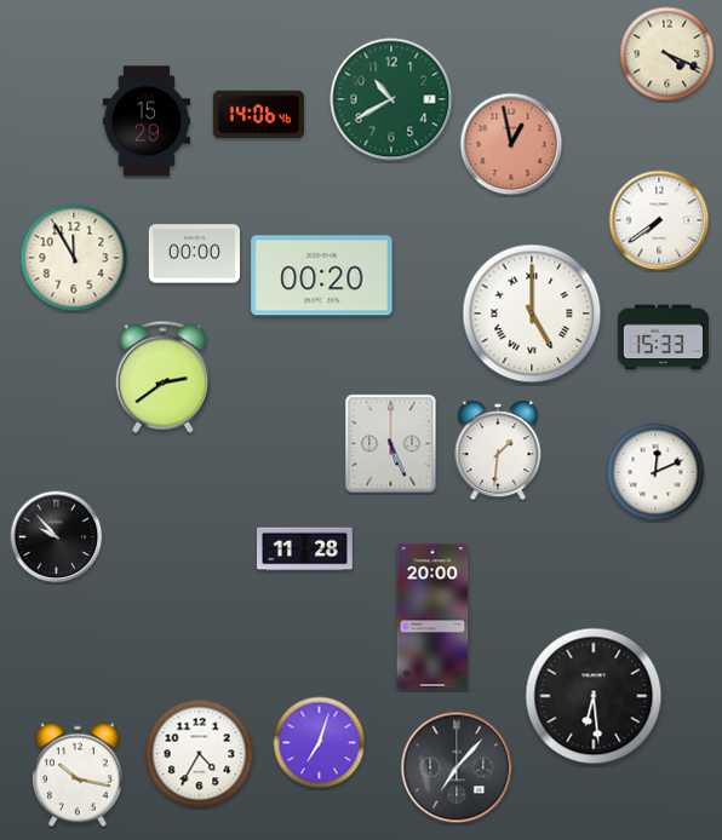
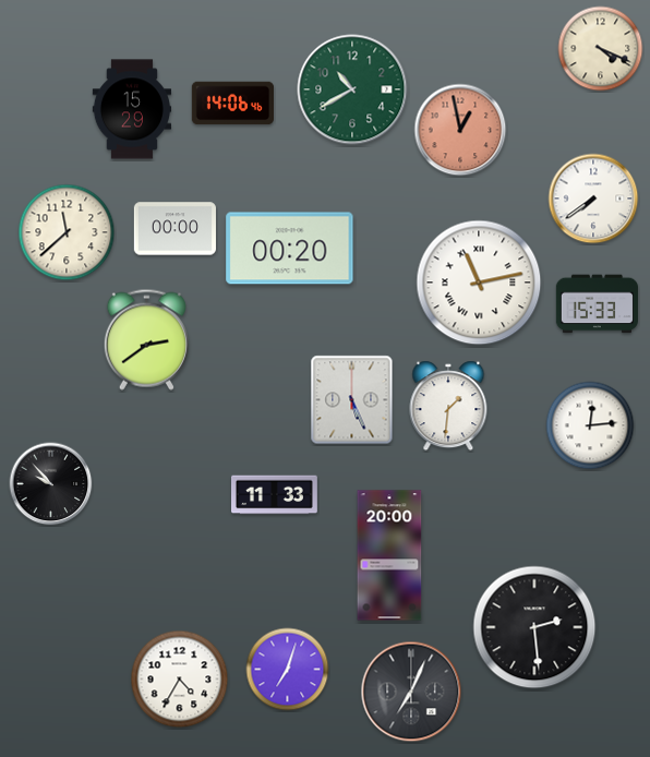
clock at (74, 258): 11:55 -> 11:38
clock at (532, 313): 5:00 -> 11:13
clock at (655, 472): 12:11 -> 12:14
clock at (305, 550): 11:28 -> 11:33
clock at (594, 696): 6:29 -> 2:29
clock at (457, 767): 7:07 -> 7:04
clock at (78, 775): 10:17 -> none
